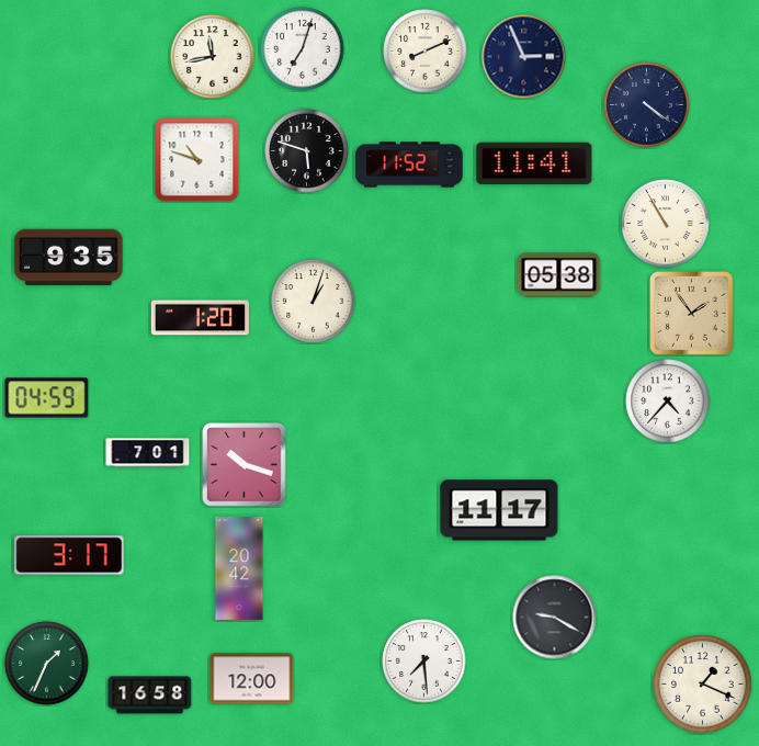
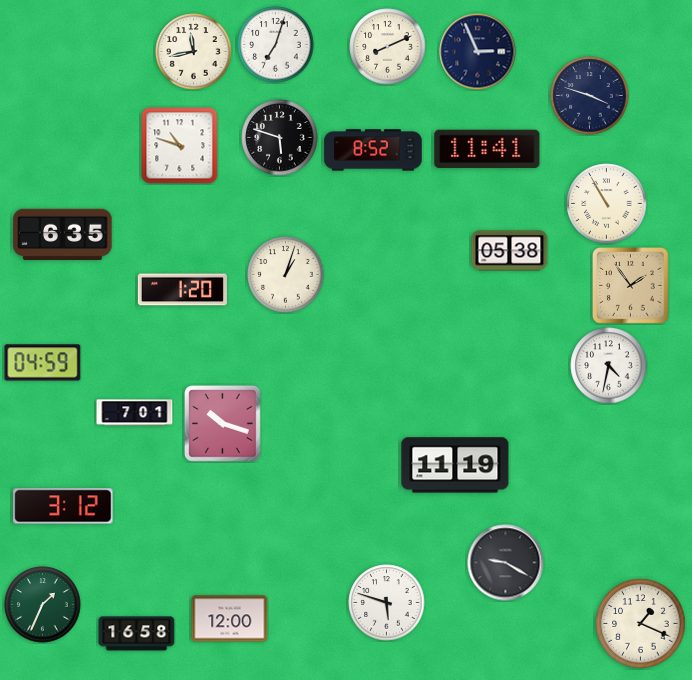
clock at (647, 105): 4:21 -> 3:48
clock at (409, 165): 11:52 -> 8:52
clock at (69, 257): 9:35 -> 6:35
clock at (668, 402): 4:37 -> 4:32
clock at (499, 510): 11:17 -> 11:19
clock at (69, 555): 3:17 -> 3:12
clock at (239, 569): 20:42 -> none
clock at (424, 662): 7:29 -> 5:48
